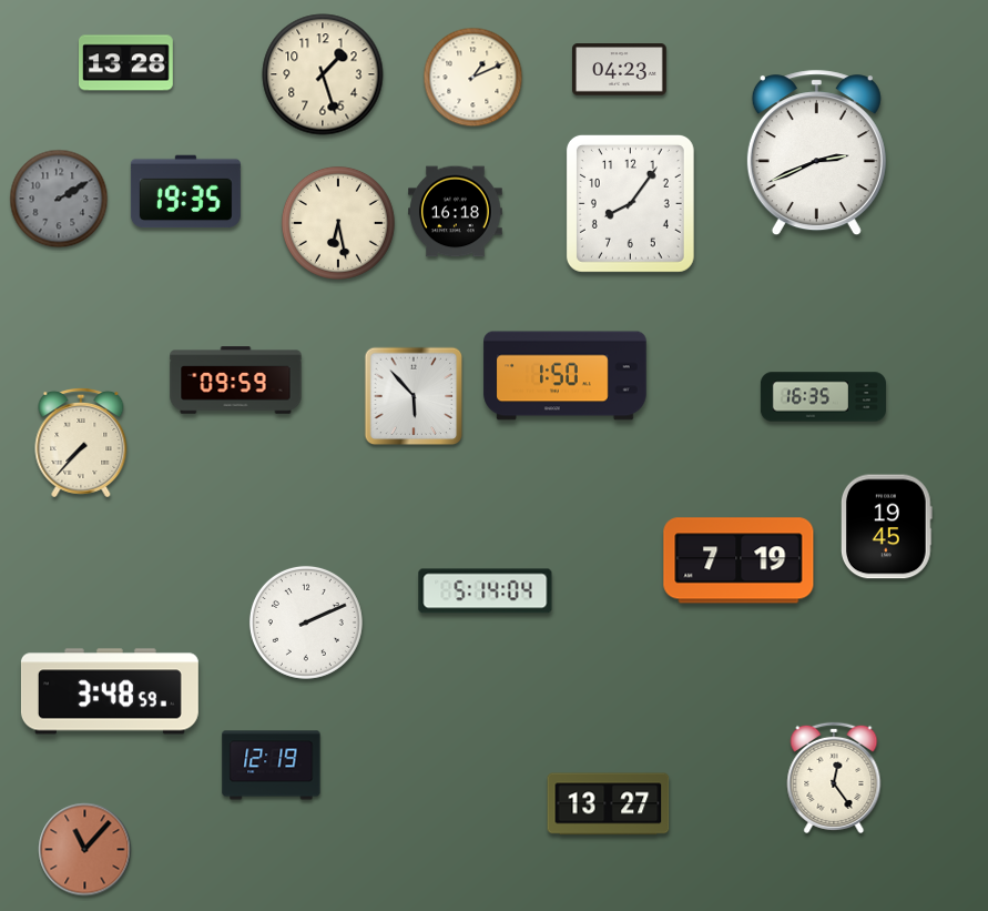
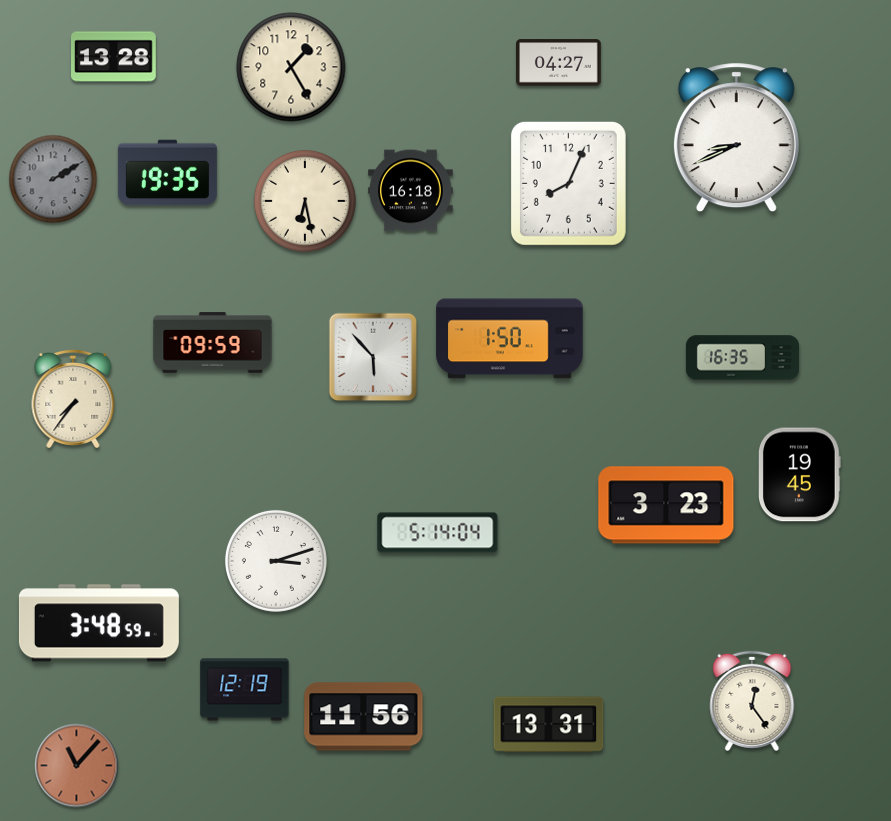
clock at (620, 70): 04:23 -> 04:27
clock at (323, 74): 1:27 -> 1:25
clock at (473, 78): 1:11 -> none
clock at (816, 153): 2:41 -> 8:41
clock at (630, 203): 8:06 -> 8:04
clock at (81, 443): 7:37 -> 7:36
clock at (739, 560): 7:19 -> 3:23
clock at (306, 622): 2:11 -> 3:12
clock at (364, 717): none -> 11:56
clock at (609, 804): 13:27 -> 13:31
